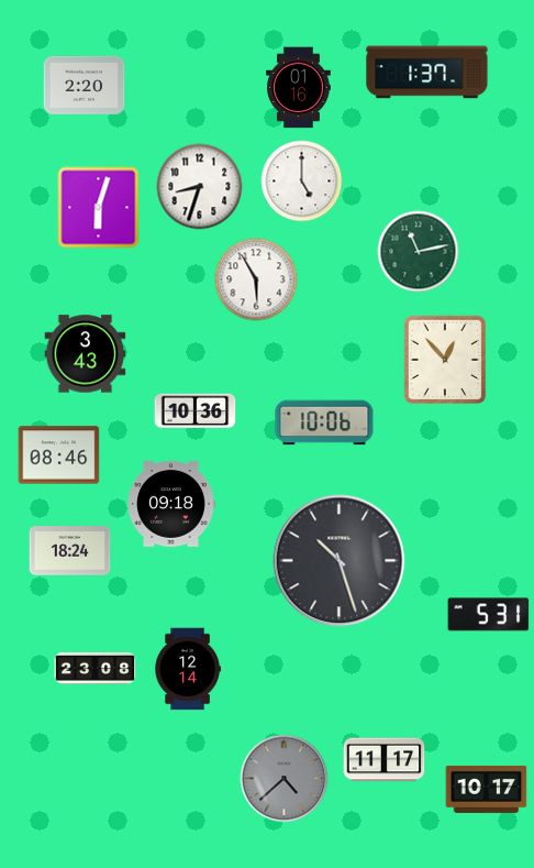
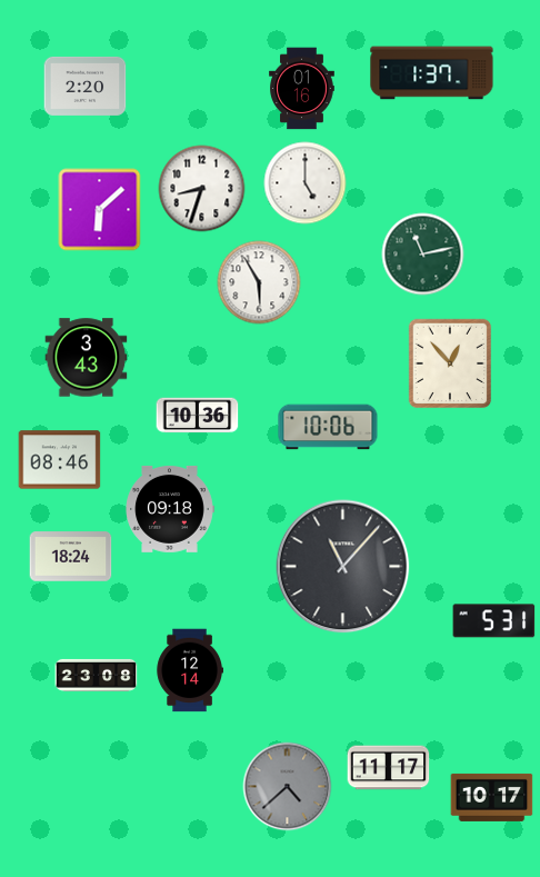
clock at (99, 208): 6:03 -> 6:08
clock at (171, 504) position: (171, 504) -> (170, 509)
clock at (340, 561): 10:27 -> 11:07
clock at (188, 669) position: (188, 669) -> (190, 670)
